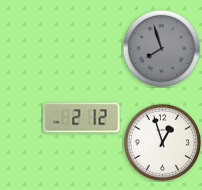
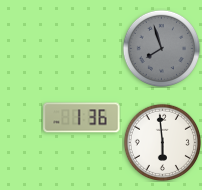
clock at (82, 118): 2:12 -> 1:36
clock at (162, 142): 12:57 -> 5:59
